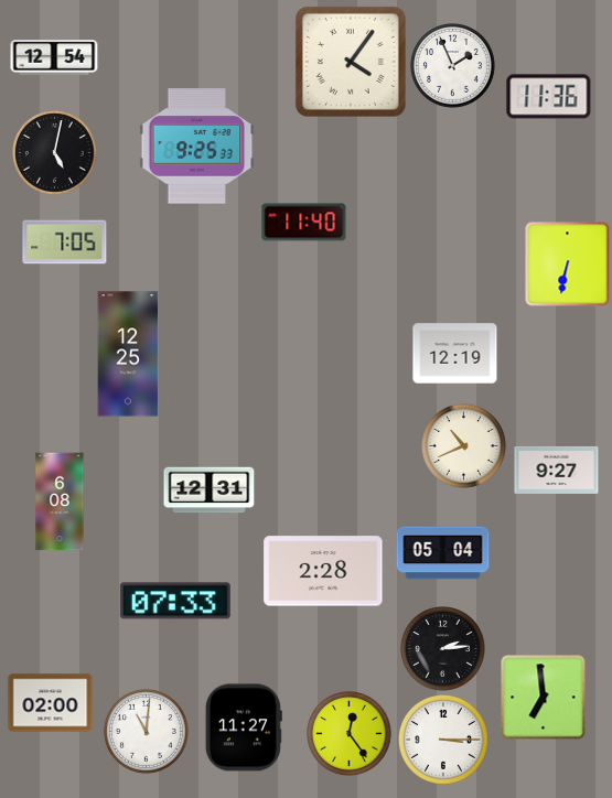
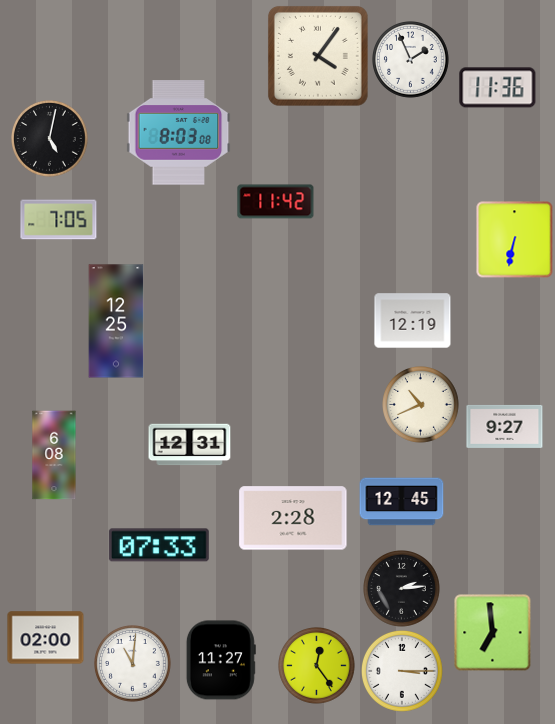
clock at (54, 57): 12:54 -> none
clock at (197, 147): 9:25 -> 8:03
clock at (304, 223): 11:40 -> 11:42
clock at (443, 553): 05:04 -> 12:45
